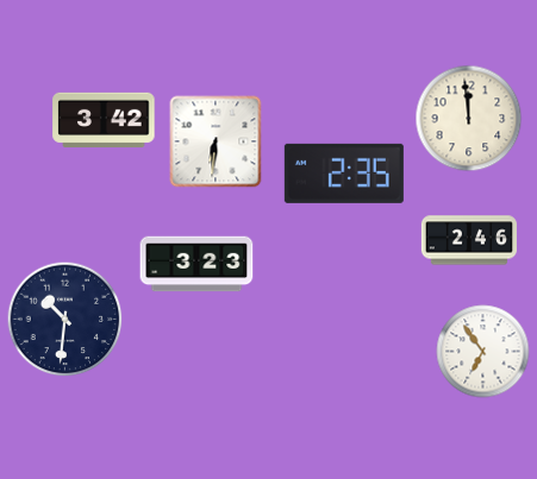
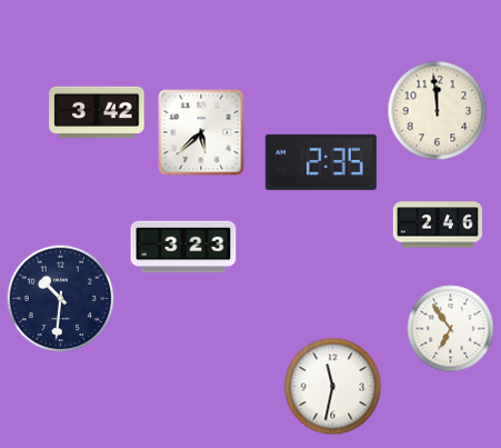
clock at (216, 141): 6:31 -> 5:38
clock at (333, 387): none -> 11:32
